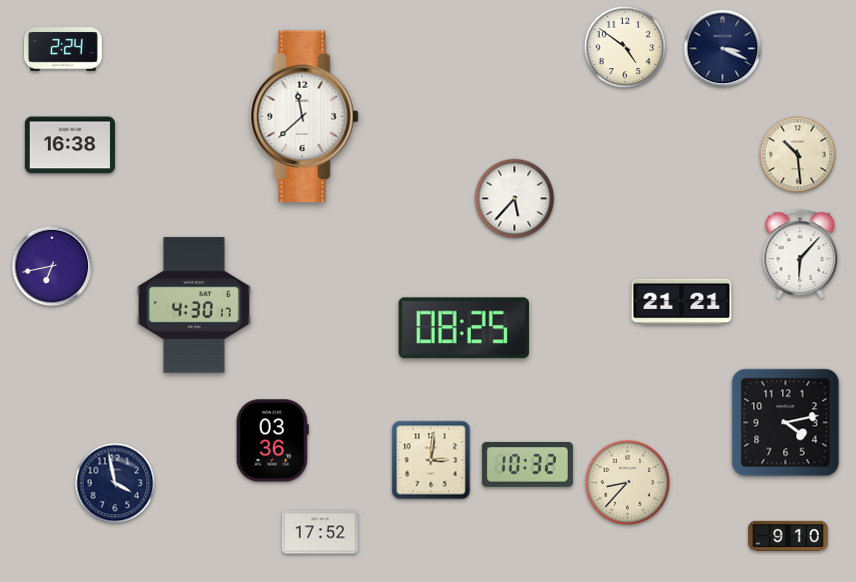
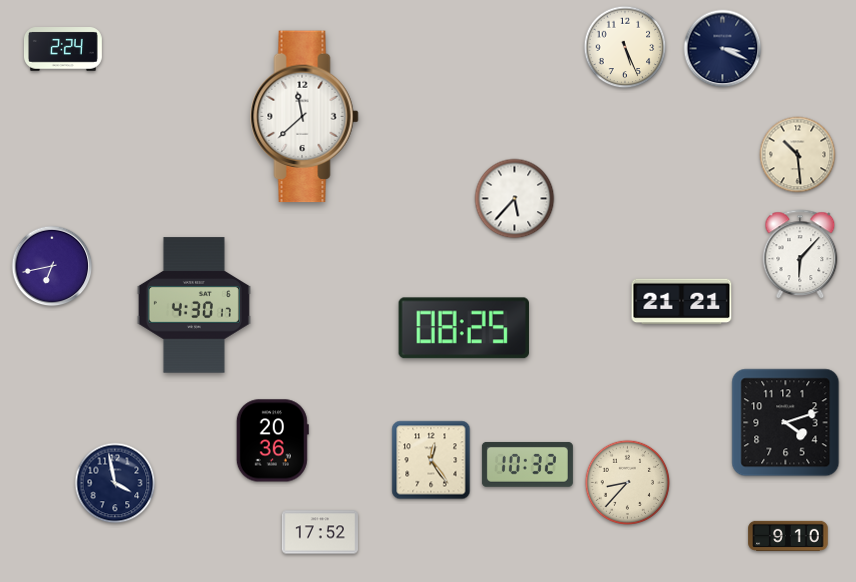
clock at (625, 47): 4:51 -> 5:26
clock at (70, 145): 16:38 -> none
clock at (786, 423): 4:13 -> 4:12
clock at (272, 441): 03:36 -> 20:36
clock at (431, 460): 3:01 -> 12:24
